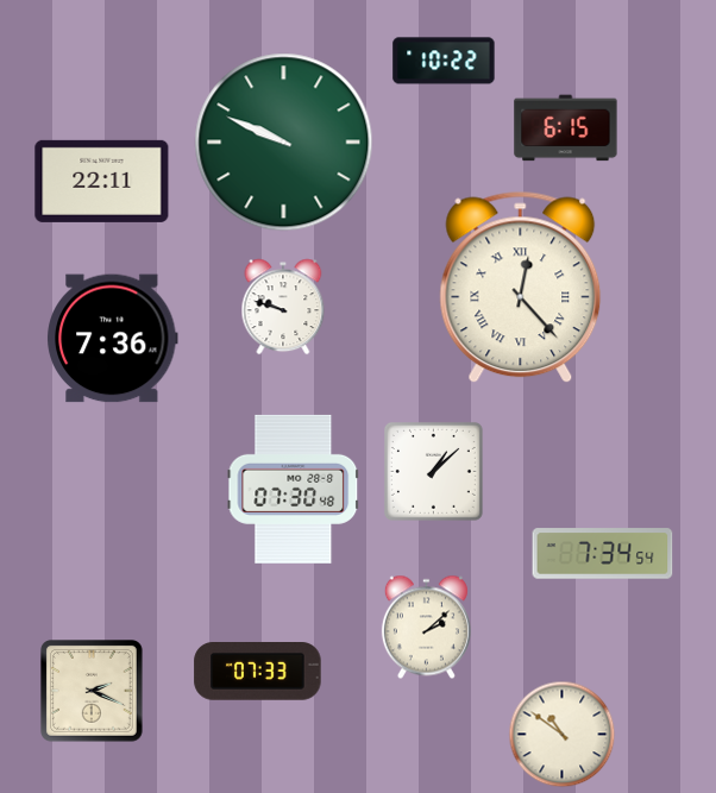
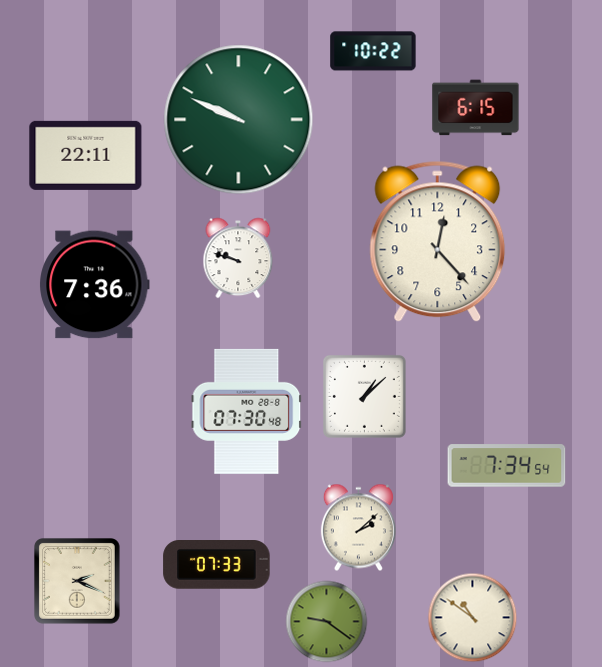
clock at (102, 181) position: (102, 181) -> (86, 155)
clock at (521, 288) numerals: Roman -> Arabic
clock at (327, 622): none -> 9:21
